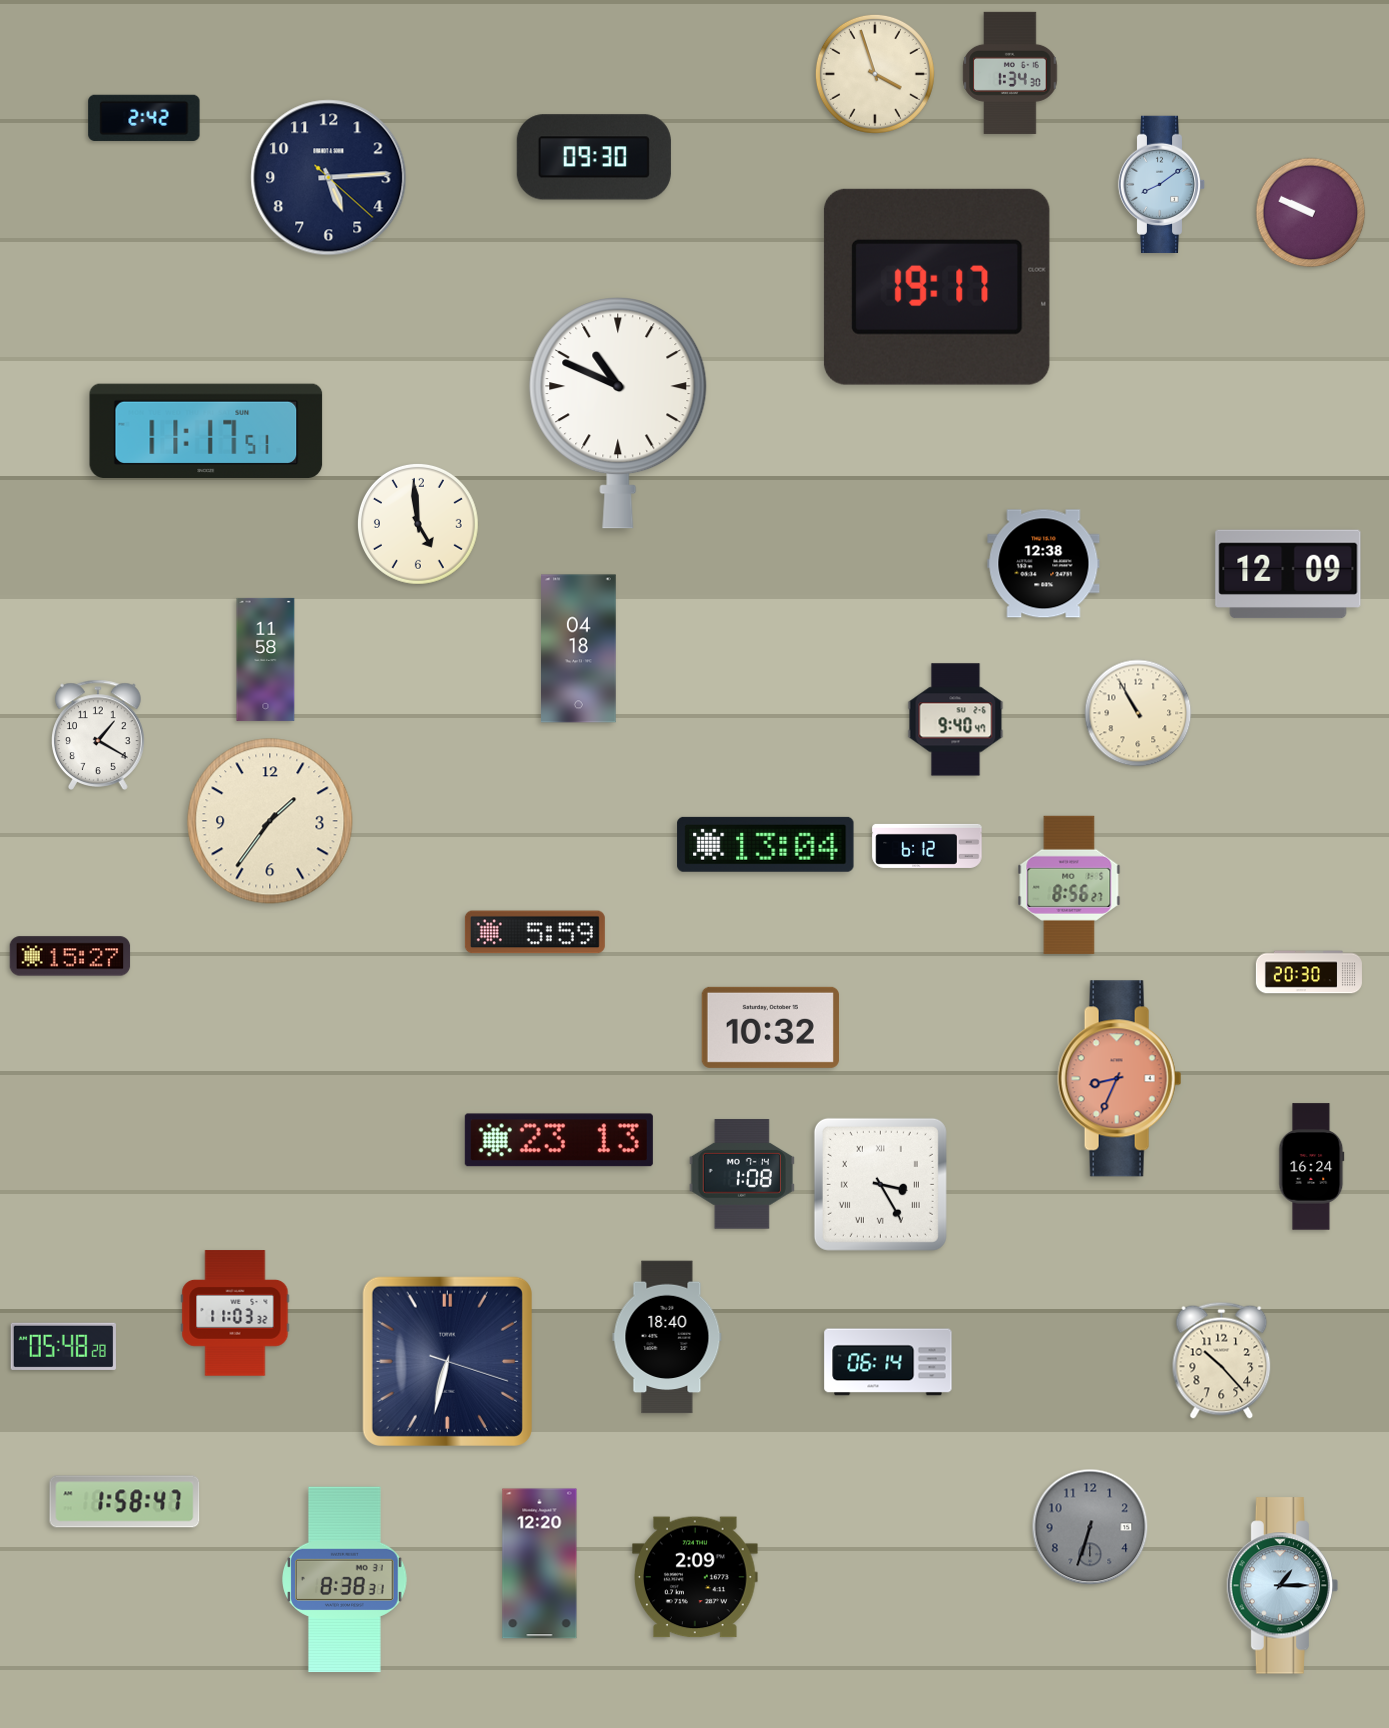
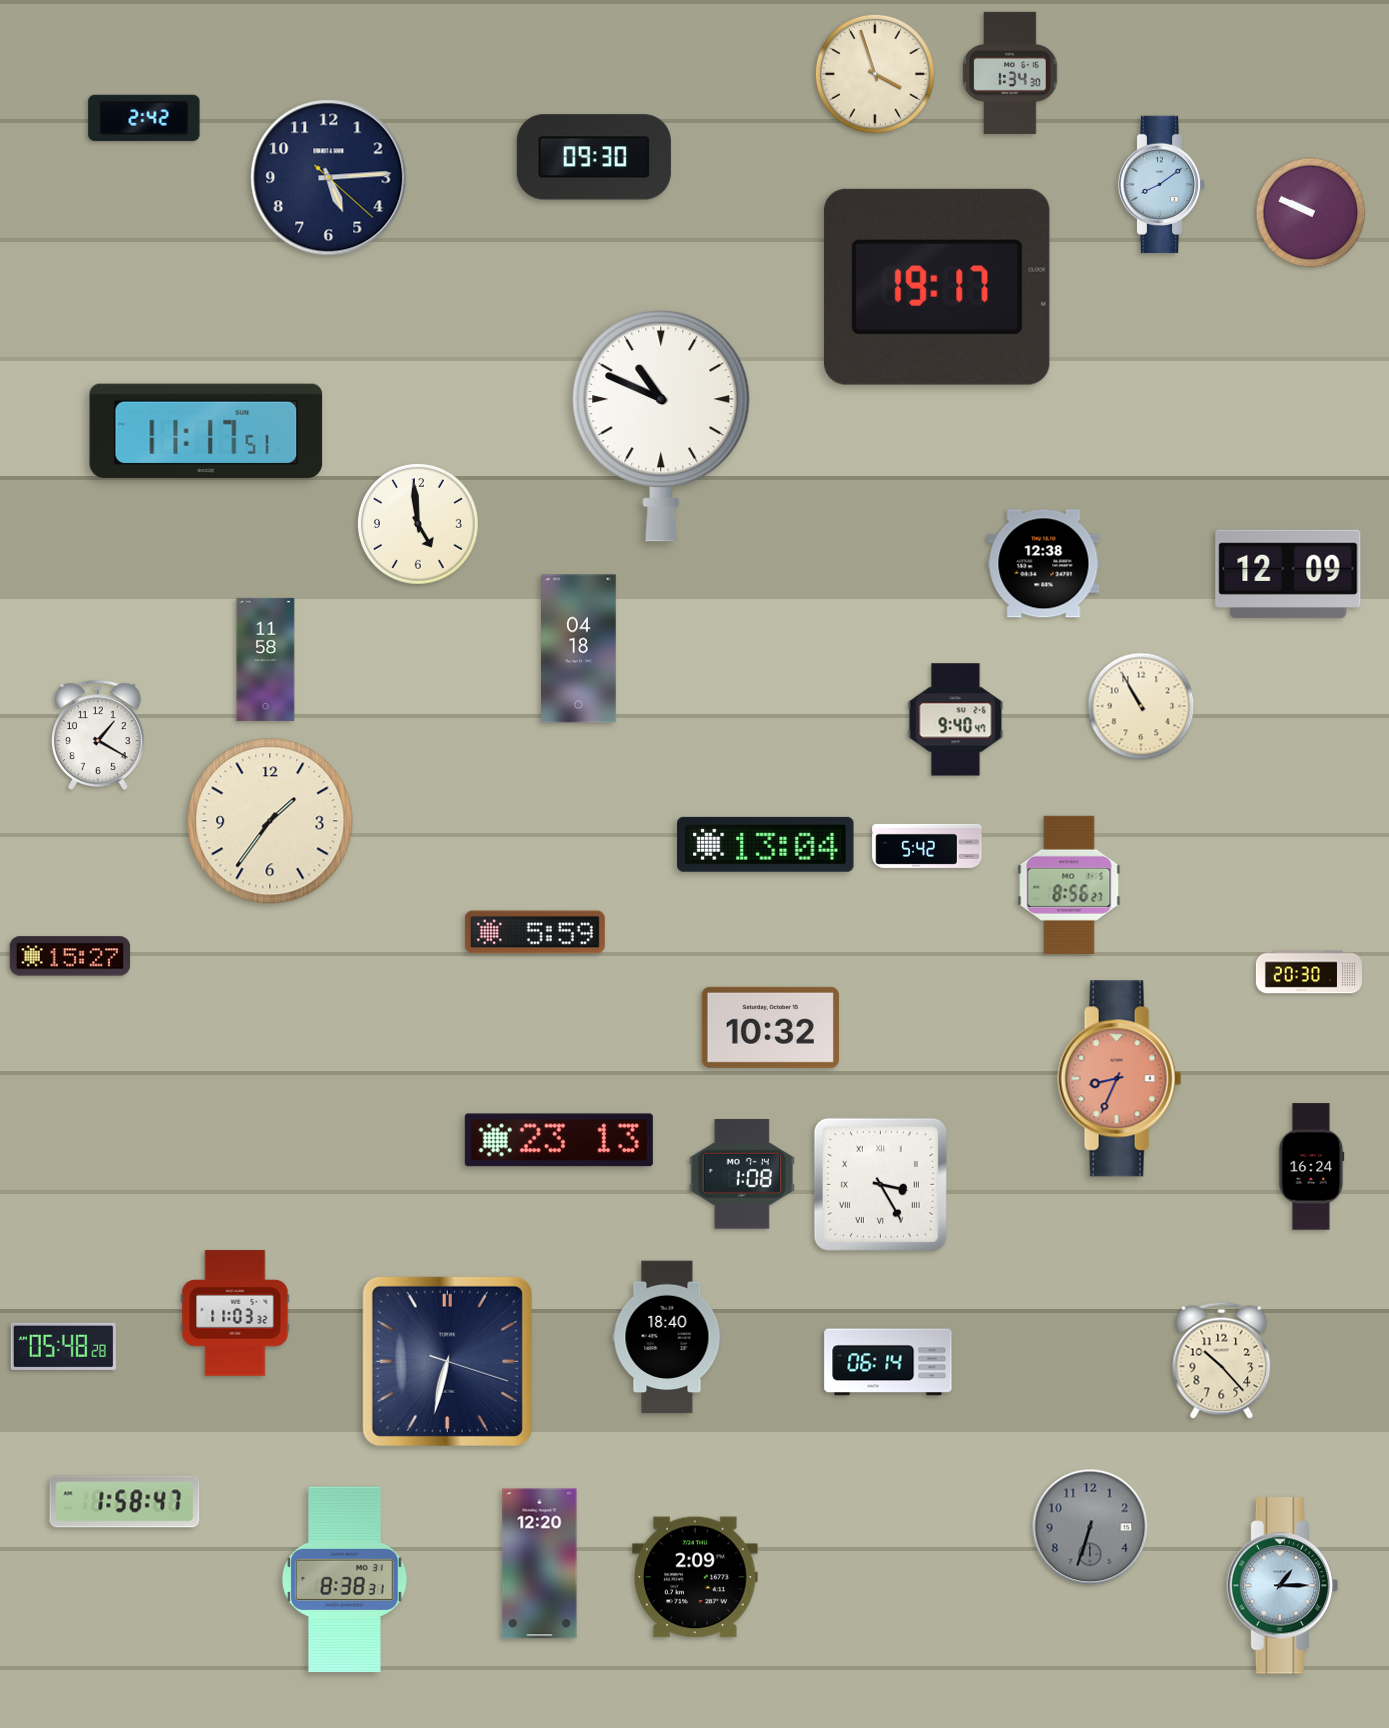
clock at (618, 414) position: (618, 414) -> (661, 427)
clock at (1138, 713) position: (1138, 713) -> (1141, 706)
clock at (927, 846): 6:12 -> 5:42
